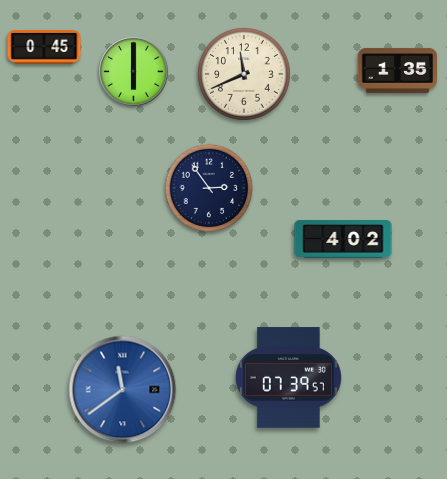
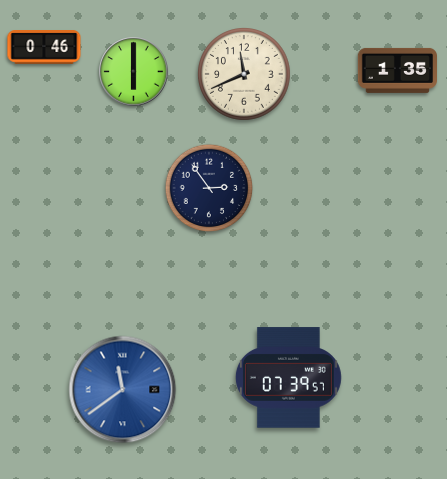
clock at (44, 48): 0:45 -> 0:46
clock at (343, 239): 4:02 -> none
